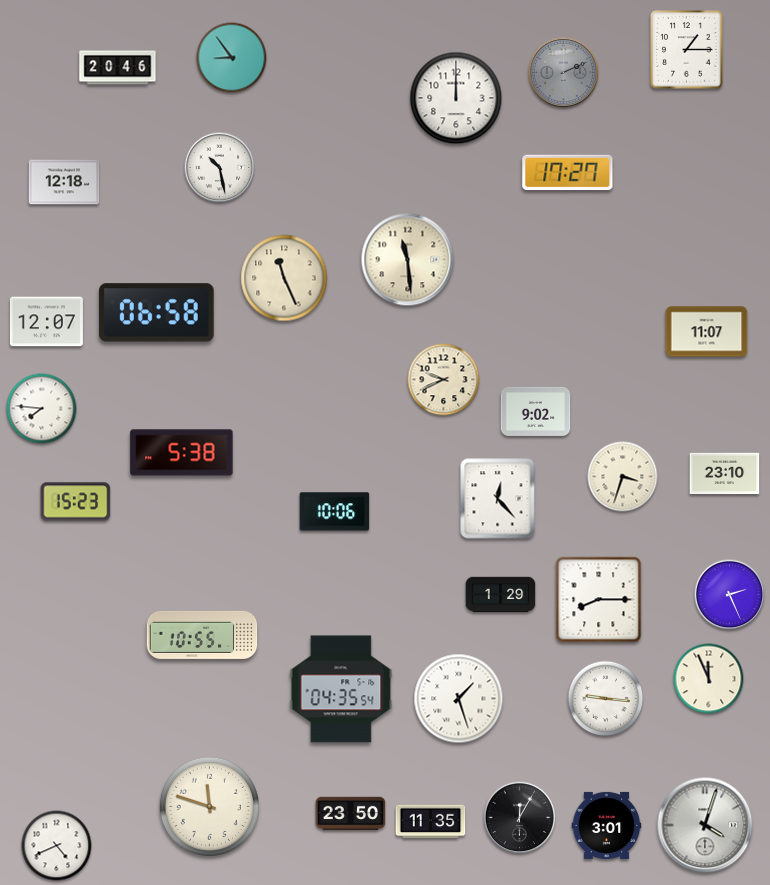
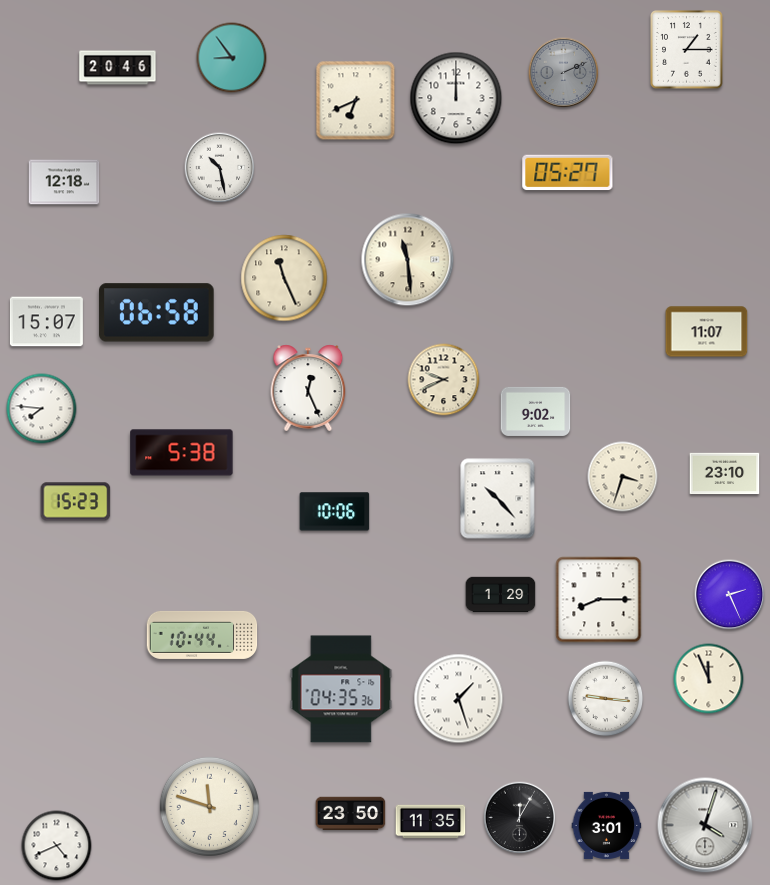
clock at (356, 101): none -> 6:41
clock at (568, 173): 17:27 -> 05:27
clock at (46, 322): 12:07 -> 15:07
clock at (308, 388): none -> 12:26
clock at (498, 499): 12:23 -> 10:23
clock at (202, 635): 10:55 -> 10:44
clock at (341, 689): 04:35:54 -> 04:35:36
